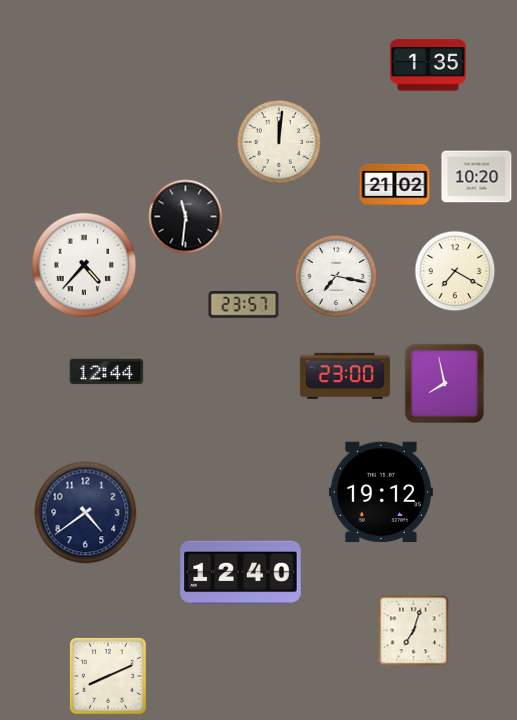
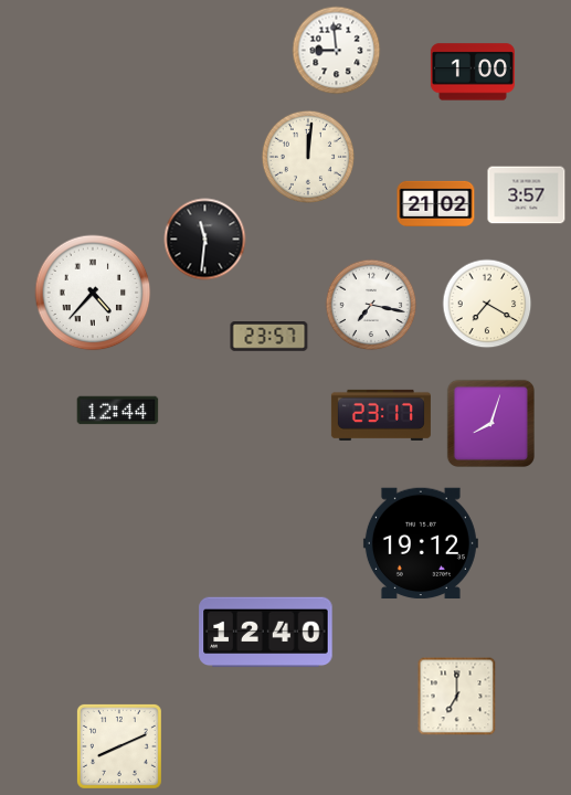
clock at (337, 51): none -> 8:59
clock at (428, 65): 1:35 -> 1:00
clock at (477, 177): 10:20 -> 3:57
clock at (455, 271) position: (455, 271) -> (487, 304)
clock at (345, 376): 23:00 -> 23:17
clock at (444, 383): 7:58 -> 8:03
clock at (86, 513): 4:39 -> none
clock at (414, 631): 7:03 -> 7:00
